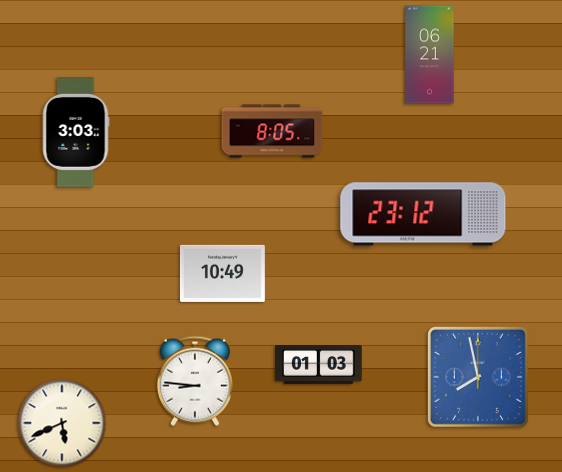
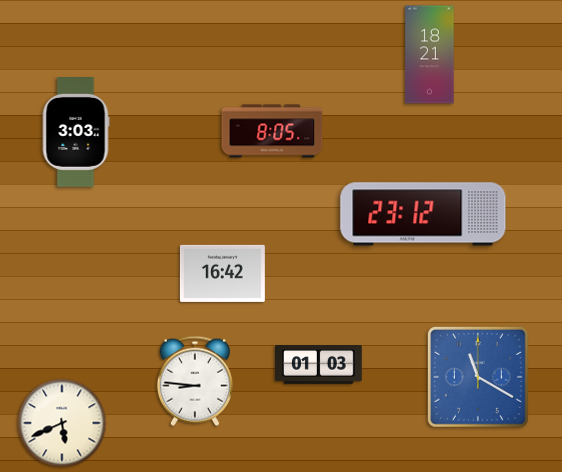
clock at (430, 55): 06:21 -> 18:21
clock at (222, 273): 10:49 -> 16:42
clock at (478, 377): 7:58 -> 11:20
